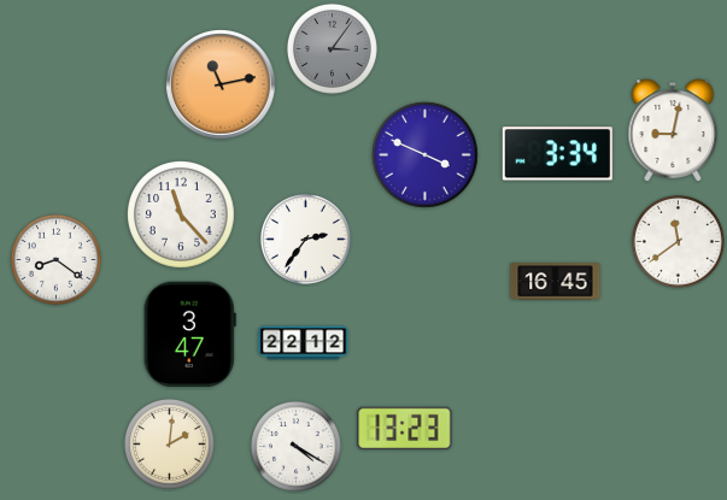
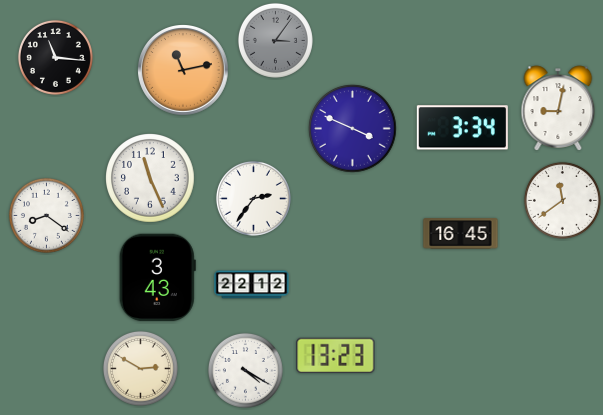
clock at (55, 57): none -> 11:16
clock at (181, 214): 11:23 -> 11:26
clock at (189, 335): 3:47 -> 3:43
clock at (169, 443): 2:01 -> 2:50
